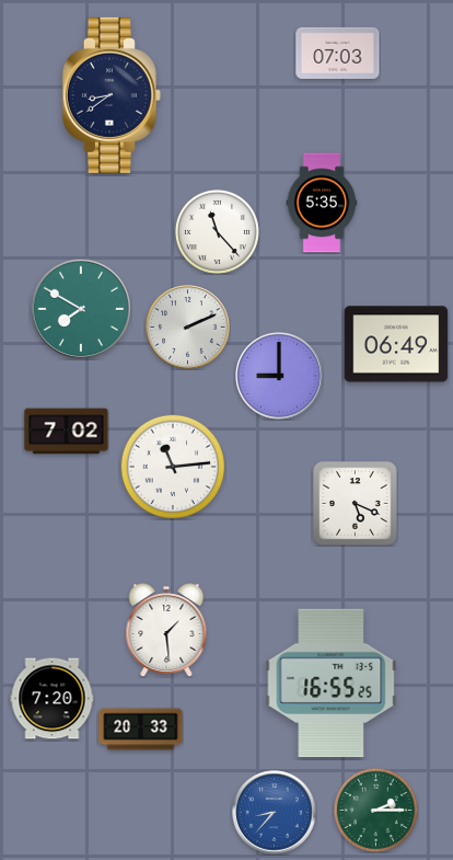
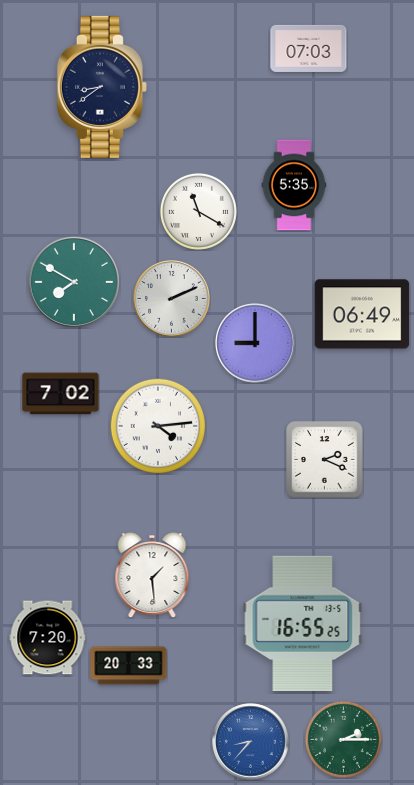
clock at (217, 231): 11:23 -> 11:20
clock at (172, 466): 11:14 -> 4:14
clock at (356, 504): 5:19 -> 2:19
